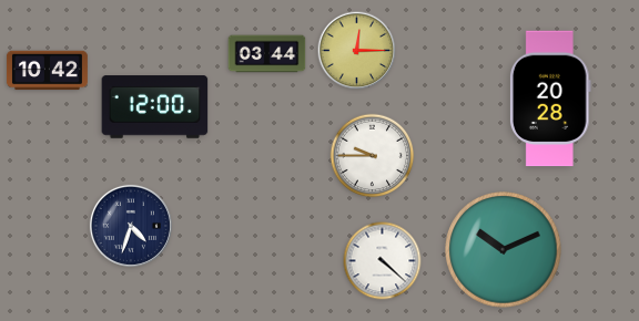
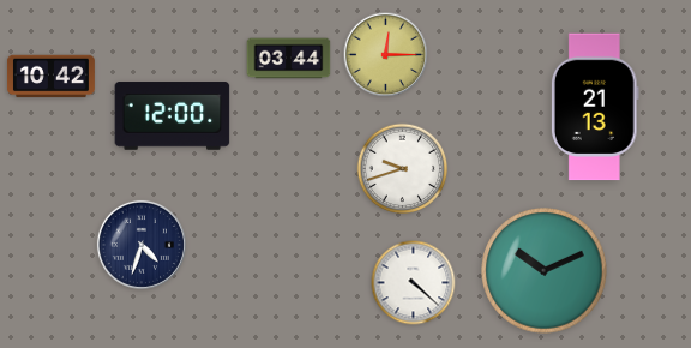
clock at (550, 99): 20:28 -> 21:13
clock at (155, 107) position: (155, 107) -> (173, 116)
clock at (373, 156): 9:45 -> 9:42
